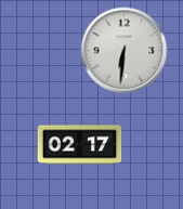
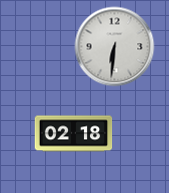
clock at (79, 145): 02:17 -> 02:18
